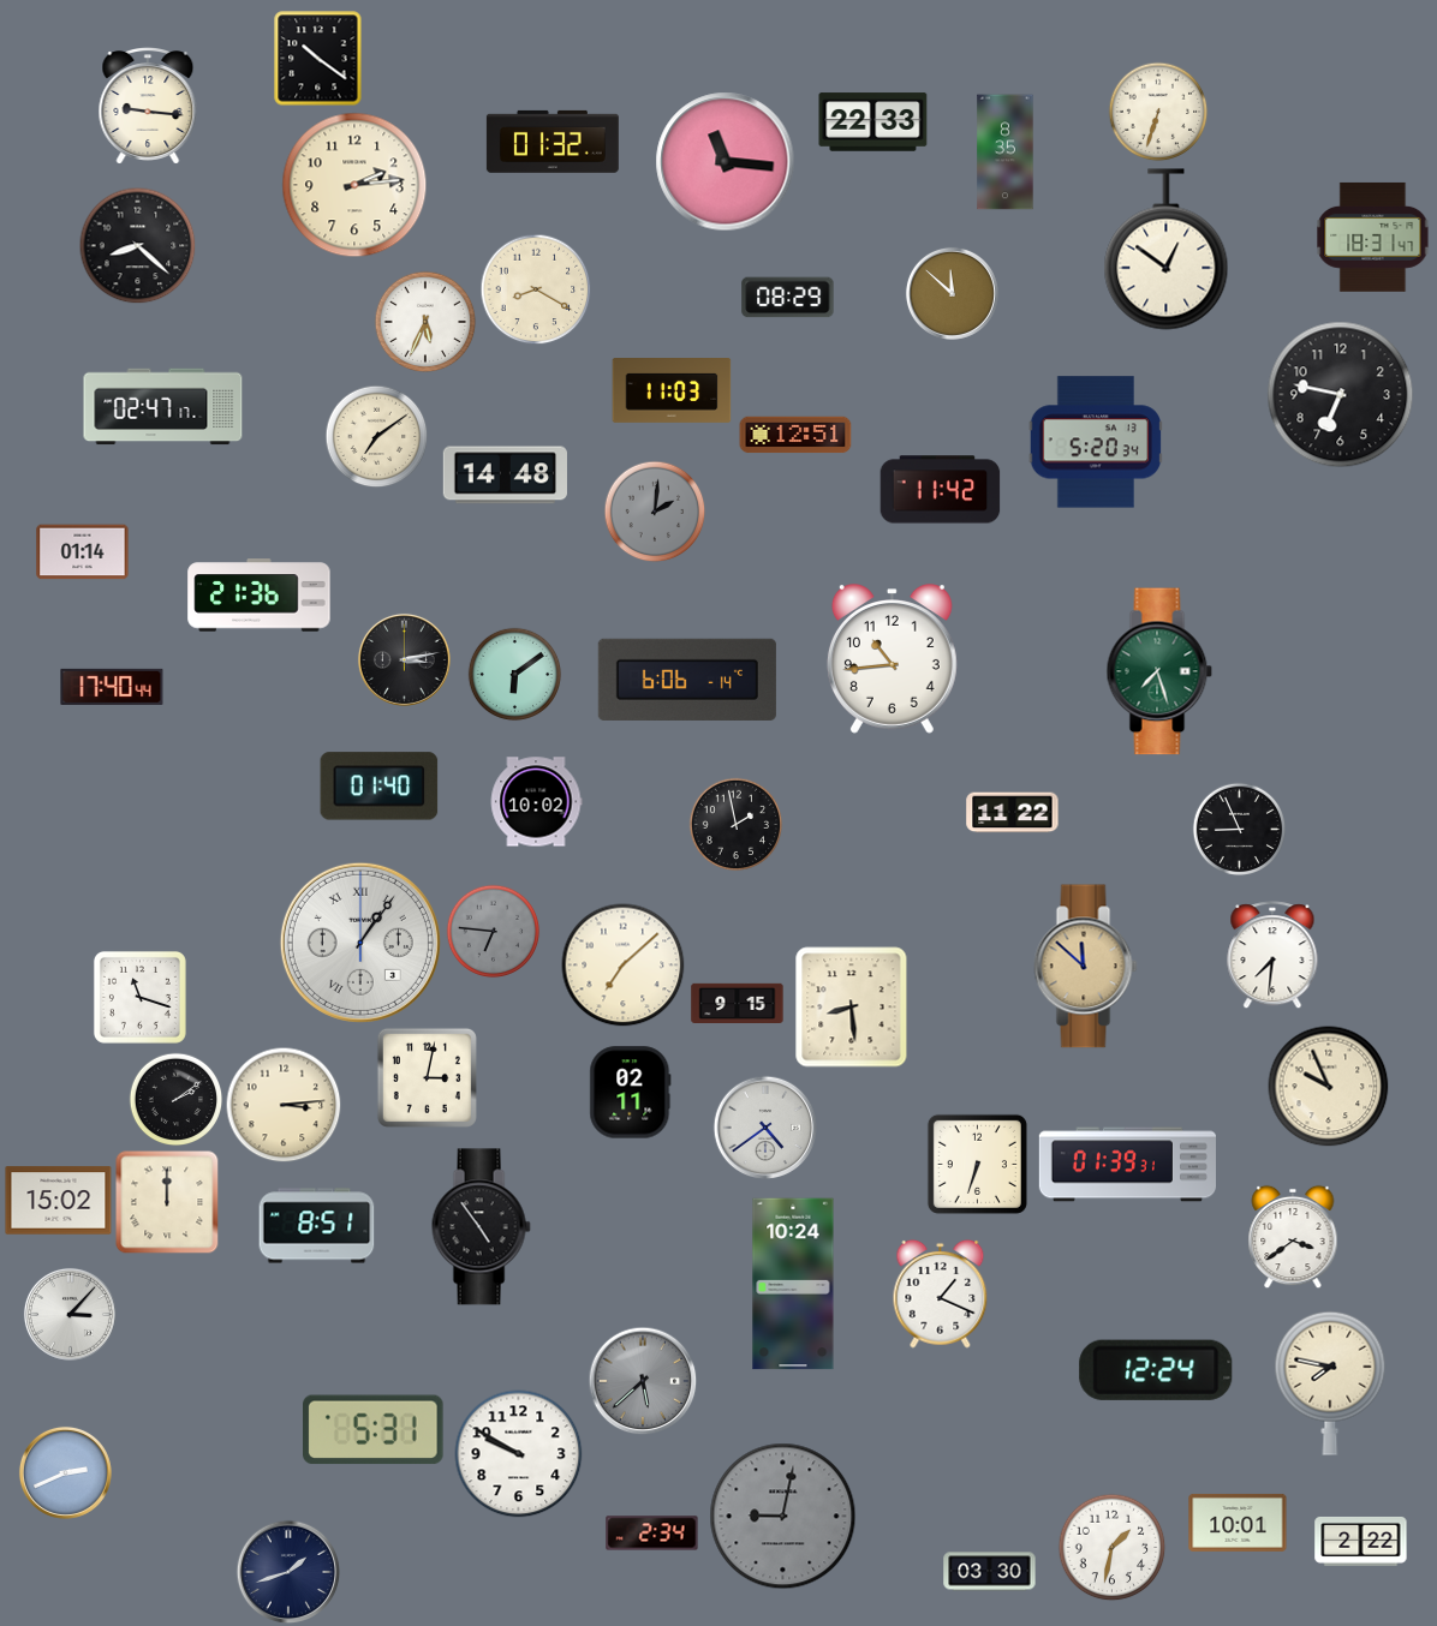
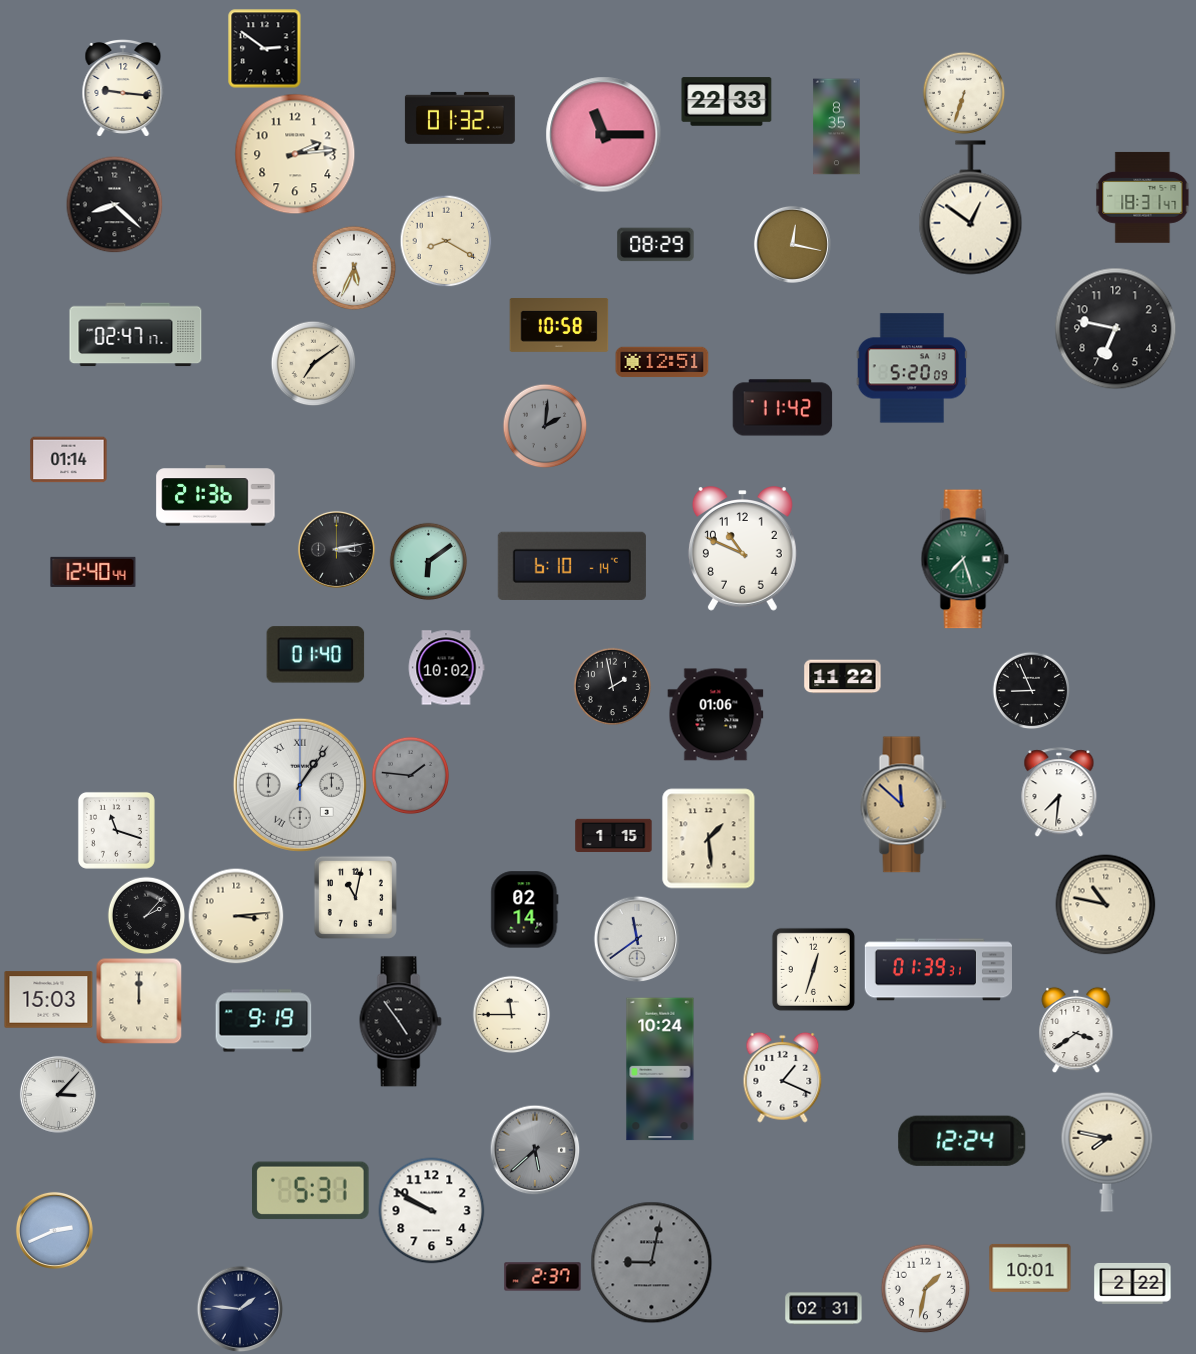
clock at (318, 59): 10:21 -> 2:51
clock at (726, 162): 11:16 -> 11:15
clock at (952, 293): 11:52 -> 12:17
clock at (788, 298) position: (788, 298) -> (656, 245)
clock at (672, 391): 11:03 -> 10:58
clock at (163, 407) position: (163, 407) -> (136, 335)
clock at (1096, 442): 5:20:34 -> 5:20:09
clock at (505, 476): 14:48 -> none
clock at (892, 659): 10:44 -> 10:49
clock at (687, 680): 6:06 -> 6:10
clock at (112, 687): 17:40 -> 12:40
clock at (716, 715): none -> 01:06
clock at (493, 931): 6:46 -> 1:46
clock at (1272, 955) position: (1272, 955) -> (1059, 792)
clock at (624, 966): 7:08 -> none
clock at (738, 1003): 9:15 -> 1:15
clock at (852, 1008): 8:29 -> 1:29
clock at (427, 1077): 3:02 -> 11:02
clock at (1329, 1087): 9:56 -> 10:47
clock at (631, 1093): 02:11 -> 02:14
clock at (175, 1099): 2:09 -> 2:07
clock at (284, 1105) position: (284, 1105) -> (236, 916)
clock at (765, 1128): 4:39 -> 11:39
clock at (977, 1164): 6:33 -> 12:33
clock at (59, 1201): 15:02 -> 15:03
clock at (511, 1014): none -> 11:45
clock at (317, 1226): 8:51 -> 9:19
clock at (65, 1472) position: (65, 1472) -> (54, 1230)
clock at (652, 1534): 2:34 -> 2:37
clock at (288, 1572): 1:42 -> 1:46
clock at (990, 1572): 03:30 -> 02:31
